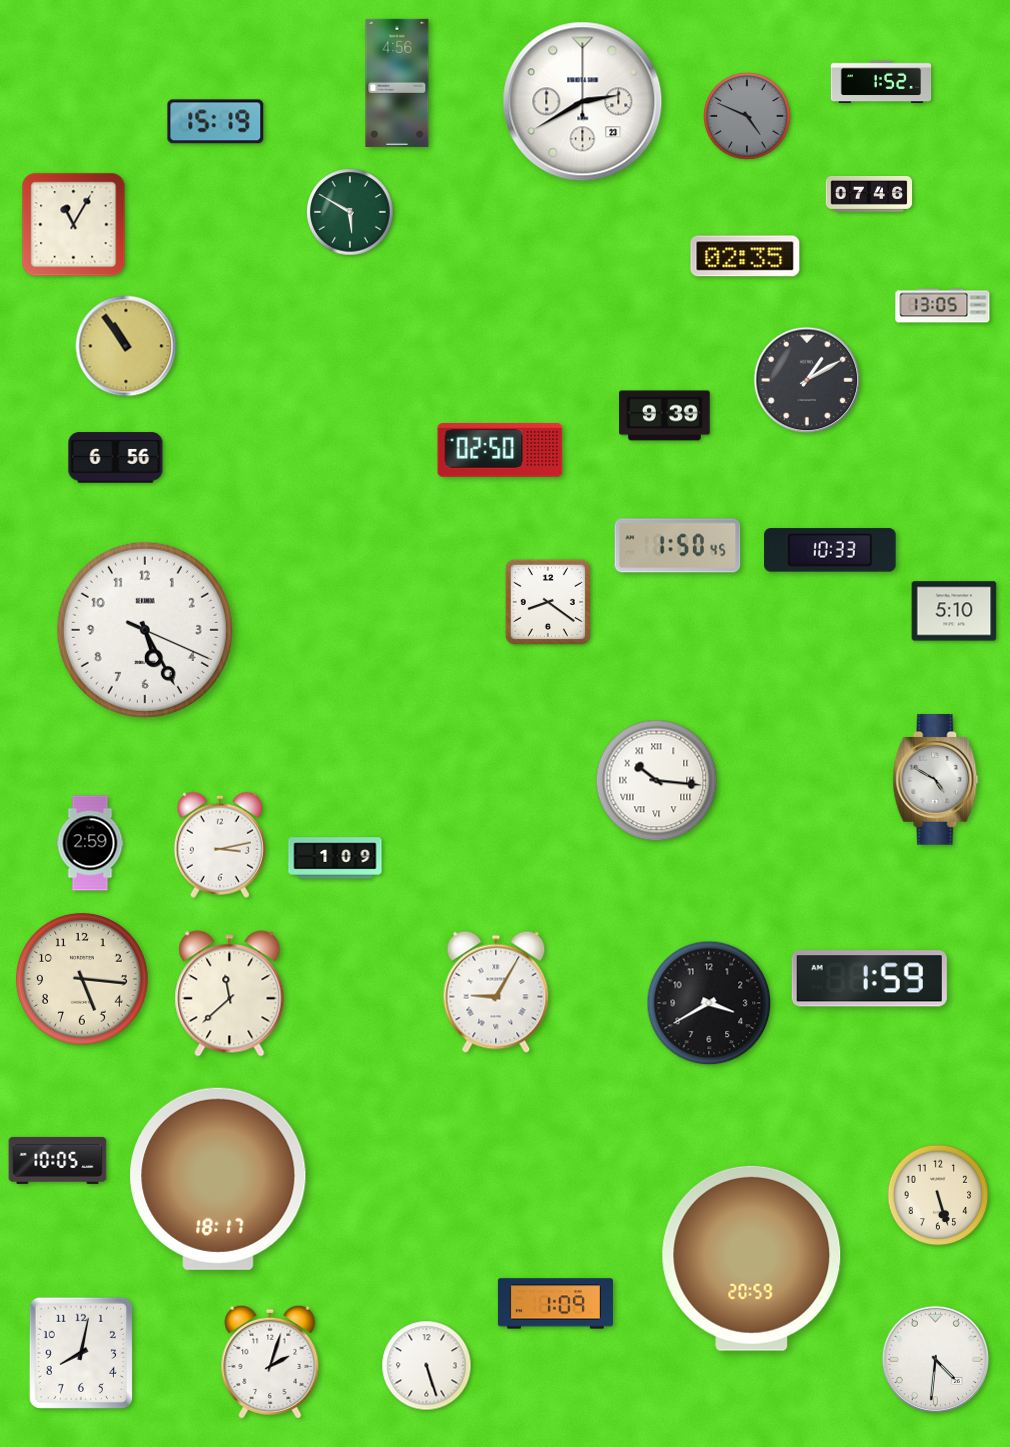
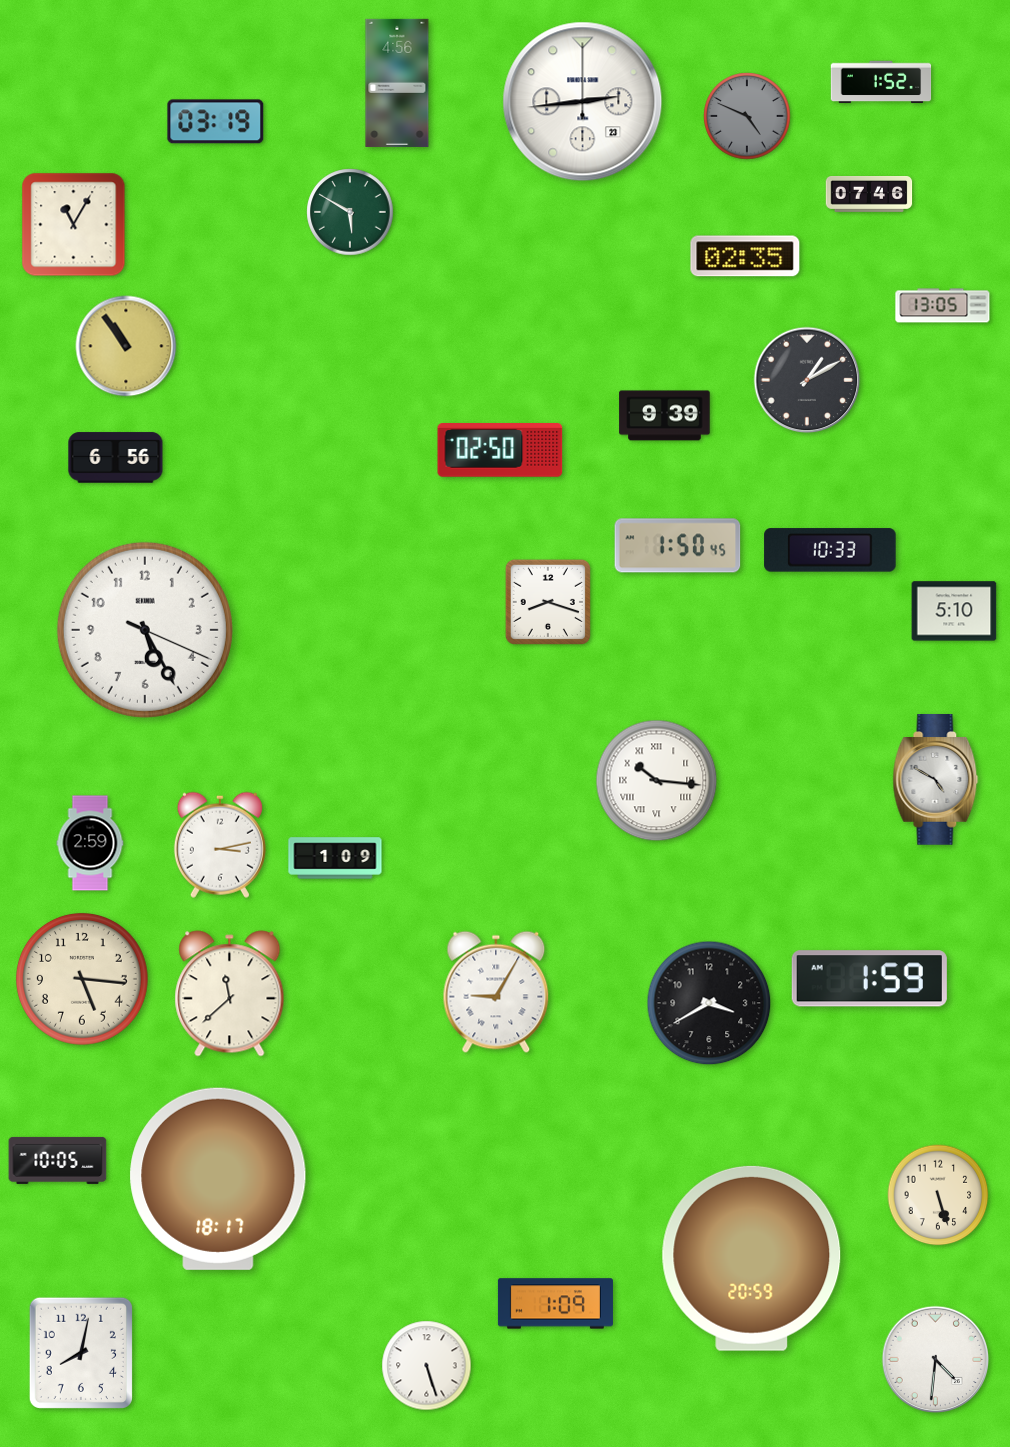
clock at (583, 102): 2:40 -> 2:44
clock at (216, 122): 15:19 -> 03:19
clock at (548, 602): 8:21 -> 8:18
clock at (270, 1361): 2:03 -> none
